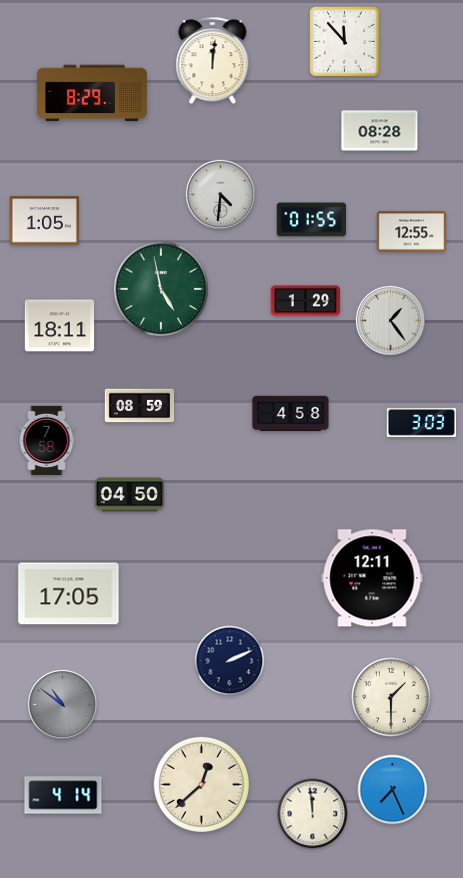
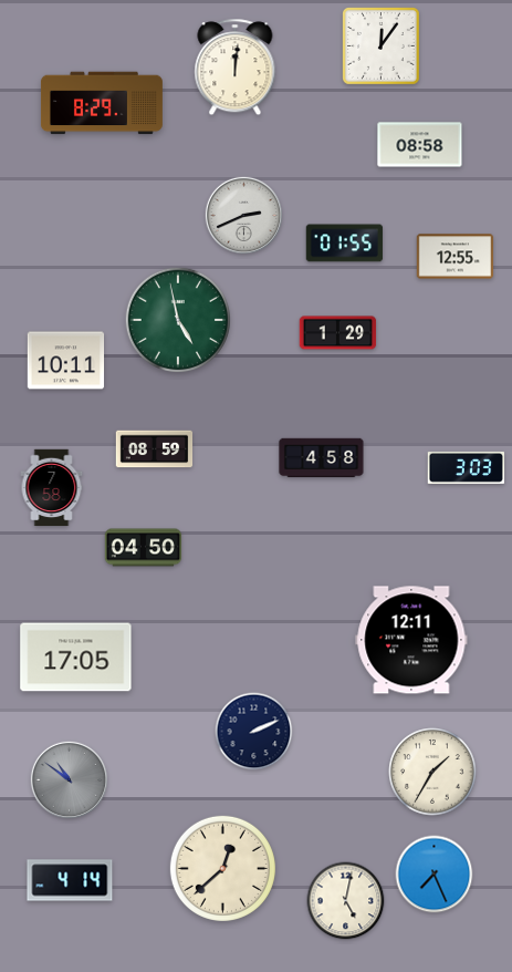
clock at (345, 42): 11:53 -> 12:06
clock at (380, 131): 08:28 -> 08:58
clock at (220, 194): 4:31 -> 2:41
clock at (45, 221): 1:05 -> none
clock at (390, 320): 1:24 -> none
clock at (60, 326): 18:11 -> 10:11
clock at (391, 697): 1:30 -> 1:35
clock at (313, 814): 11:59 -> 5:02
